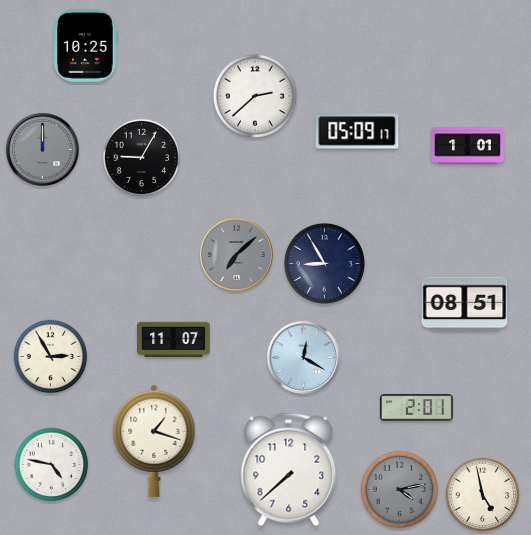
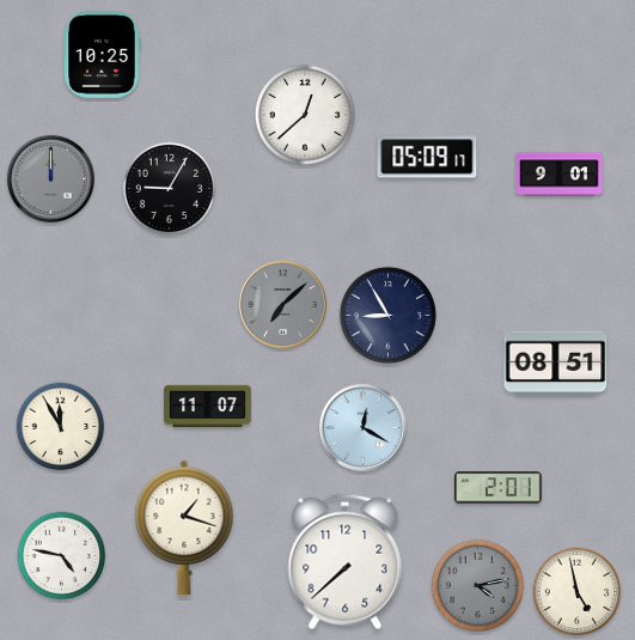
clock at (255, 96): 2:38 -> 12:38
clock at (468, 146): 1:01 -> 9:01
clock at (51, 357): 2:55 -> 11:55
